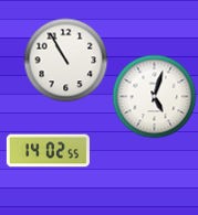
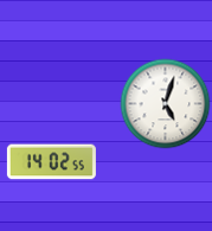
clock at (66, 61): 10:55 -> none
